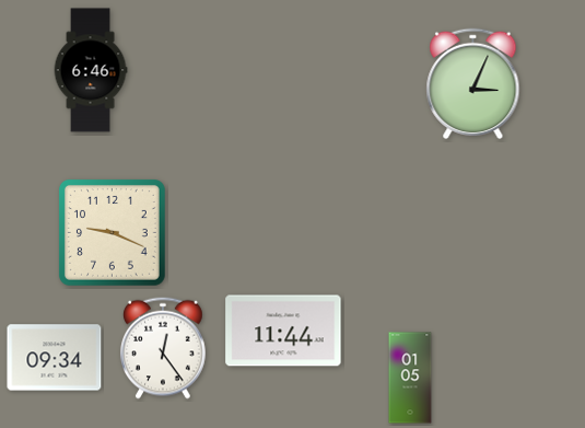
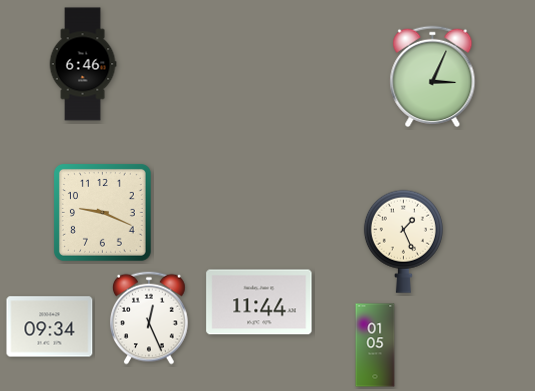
clock at (403, 241): none -> 1:26
clock at (164, 348): 12:24 -> 12:26
